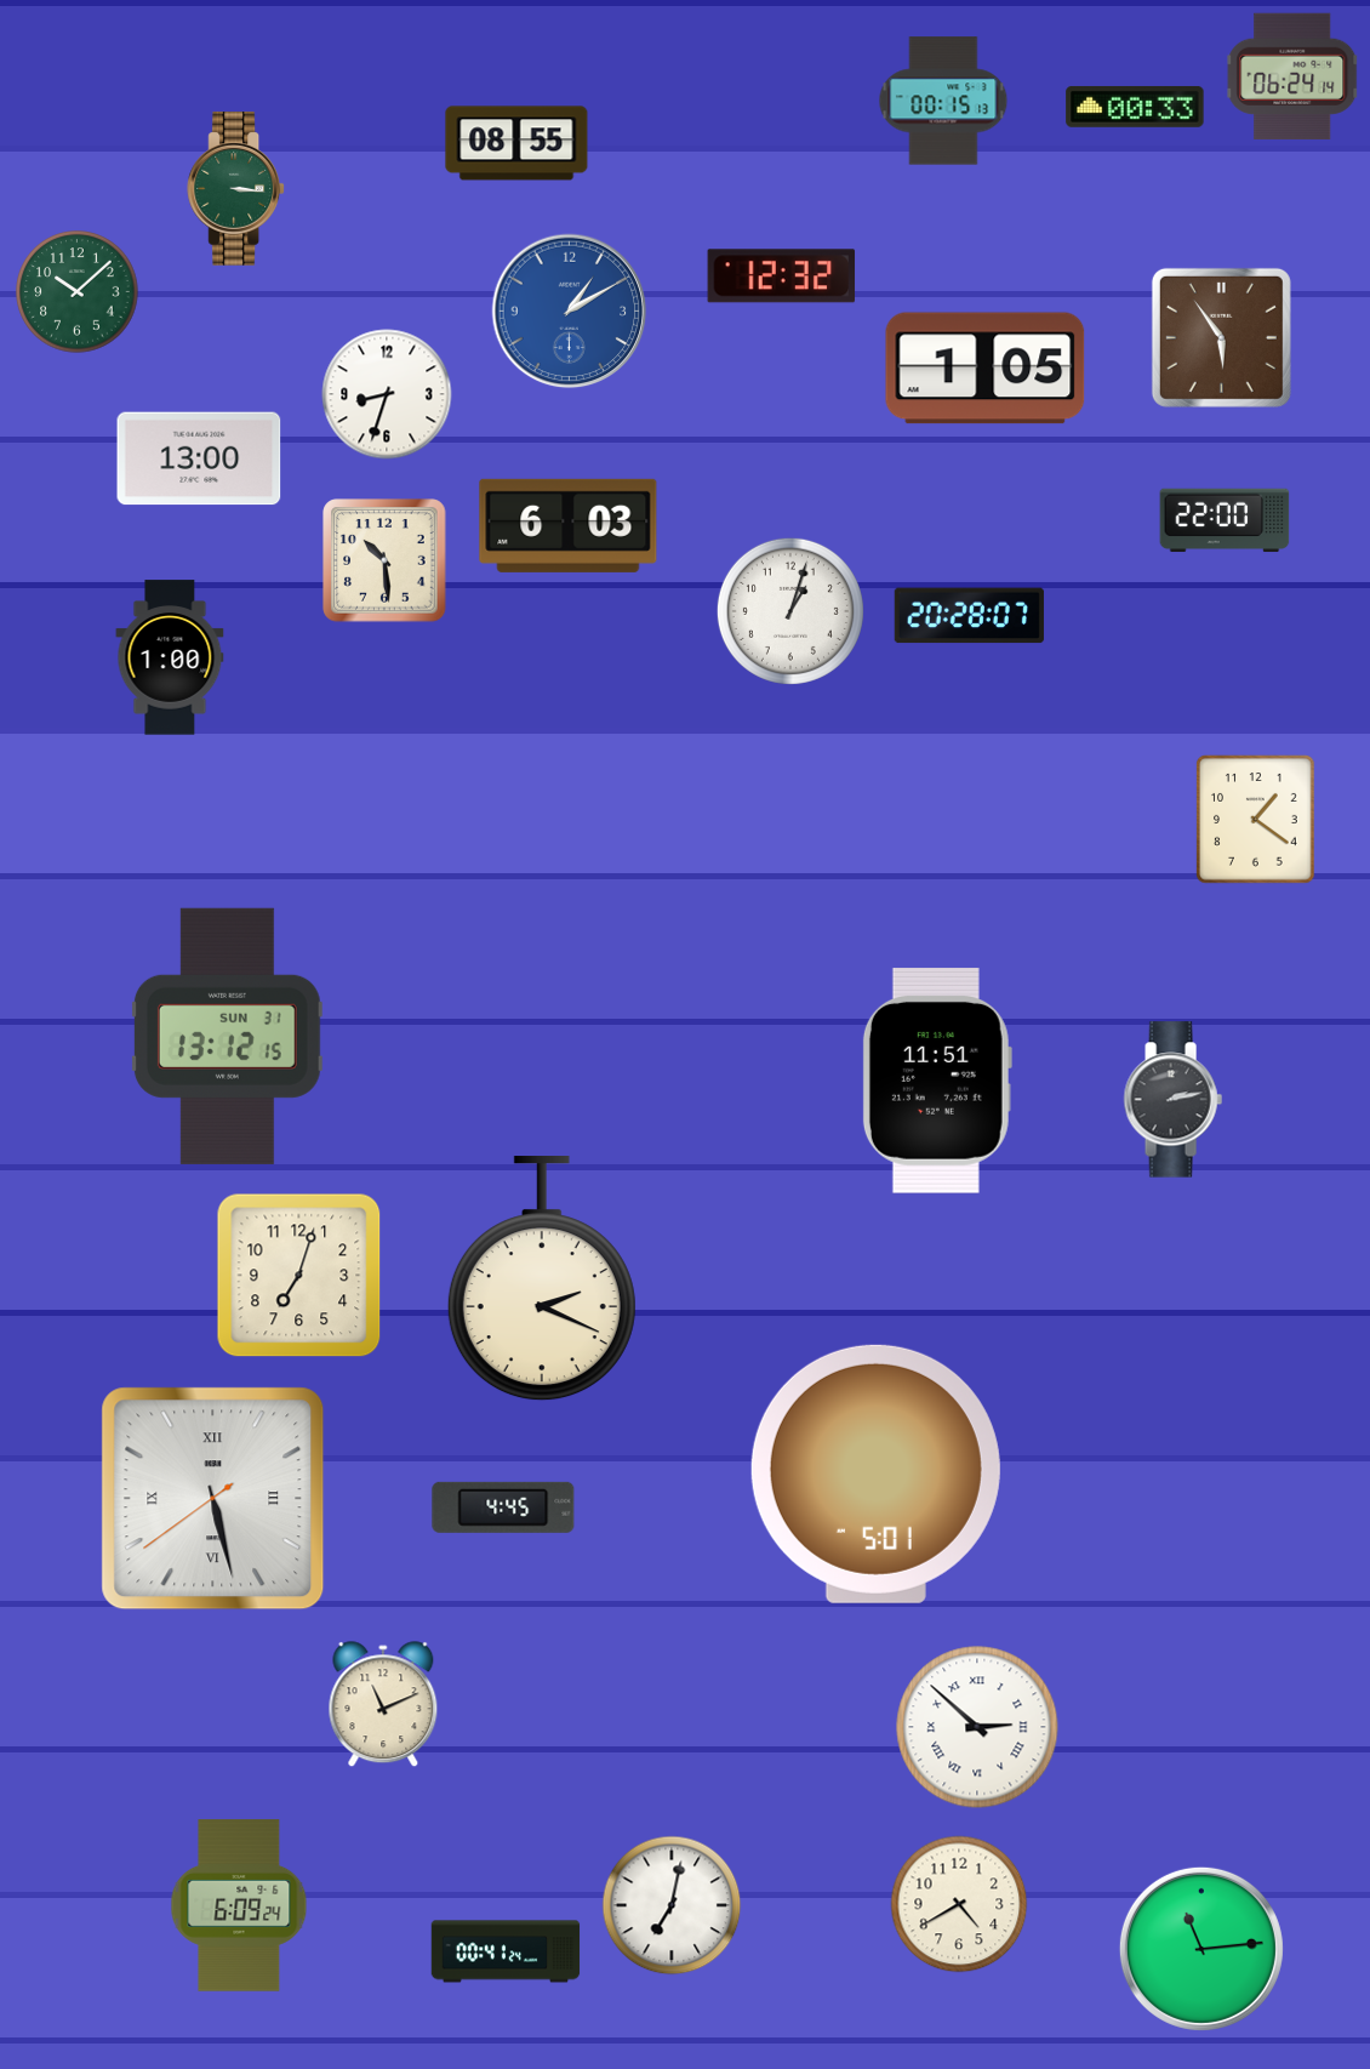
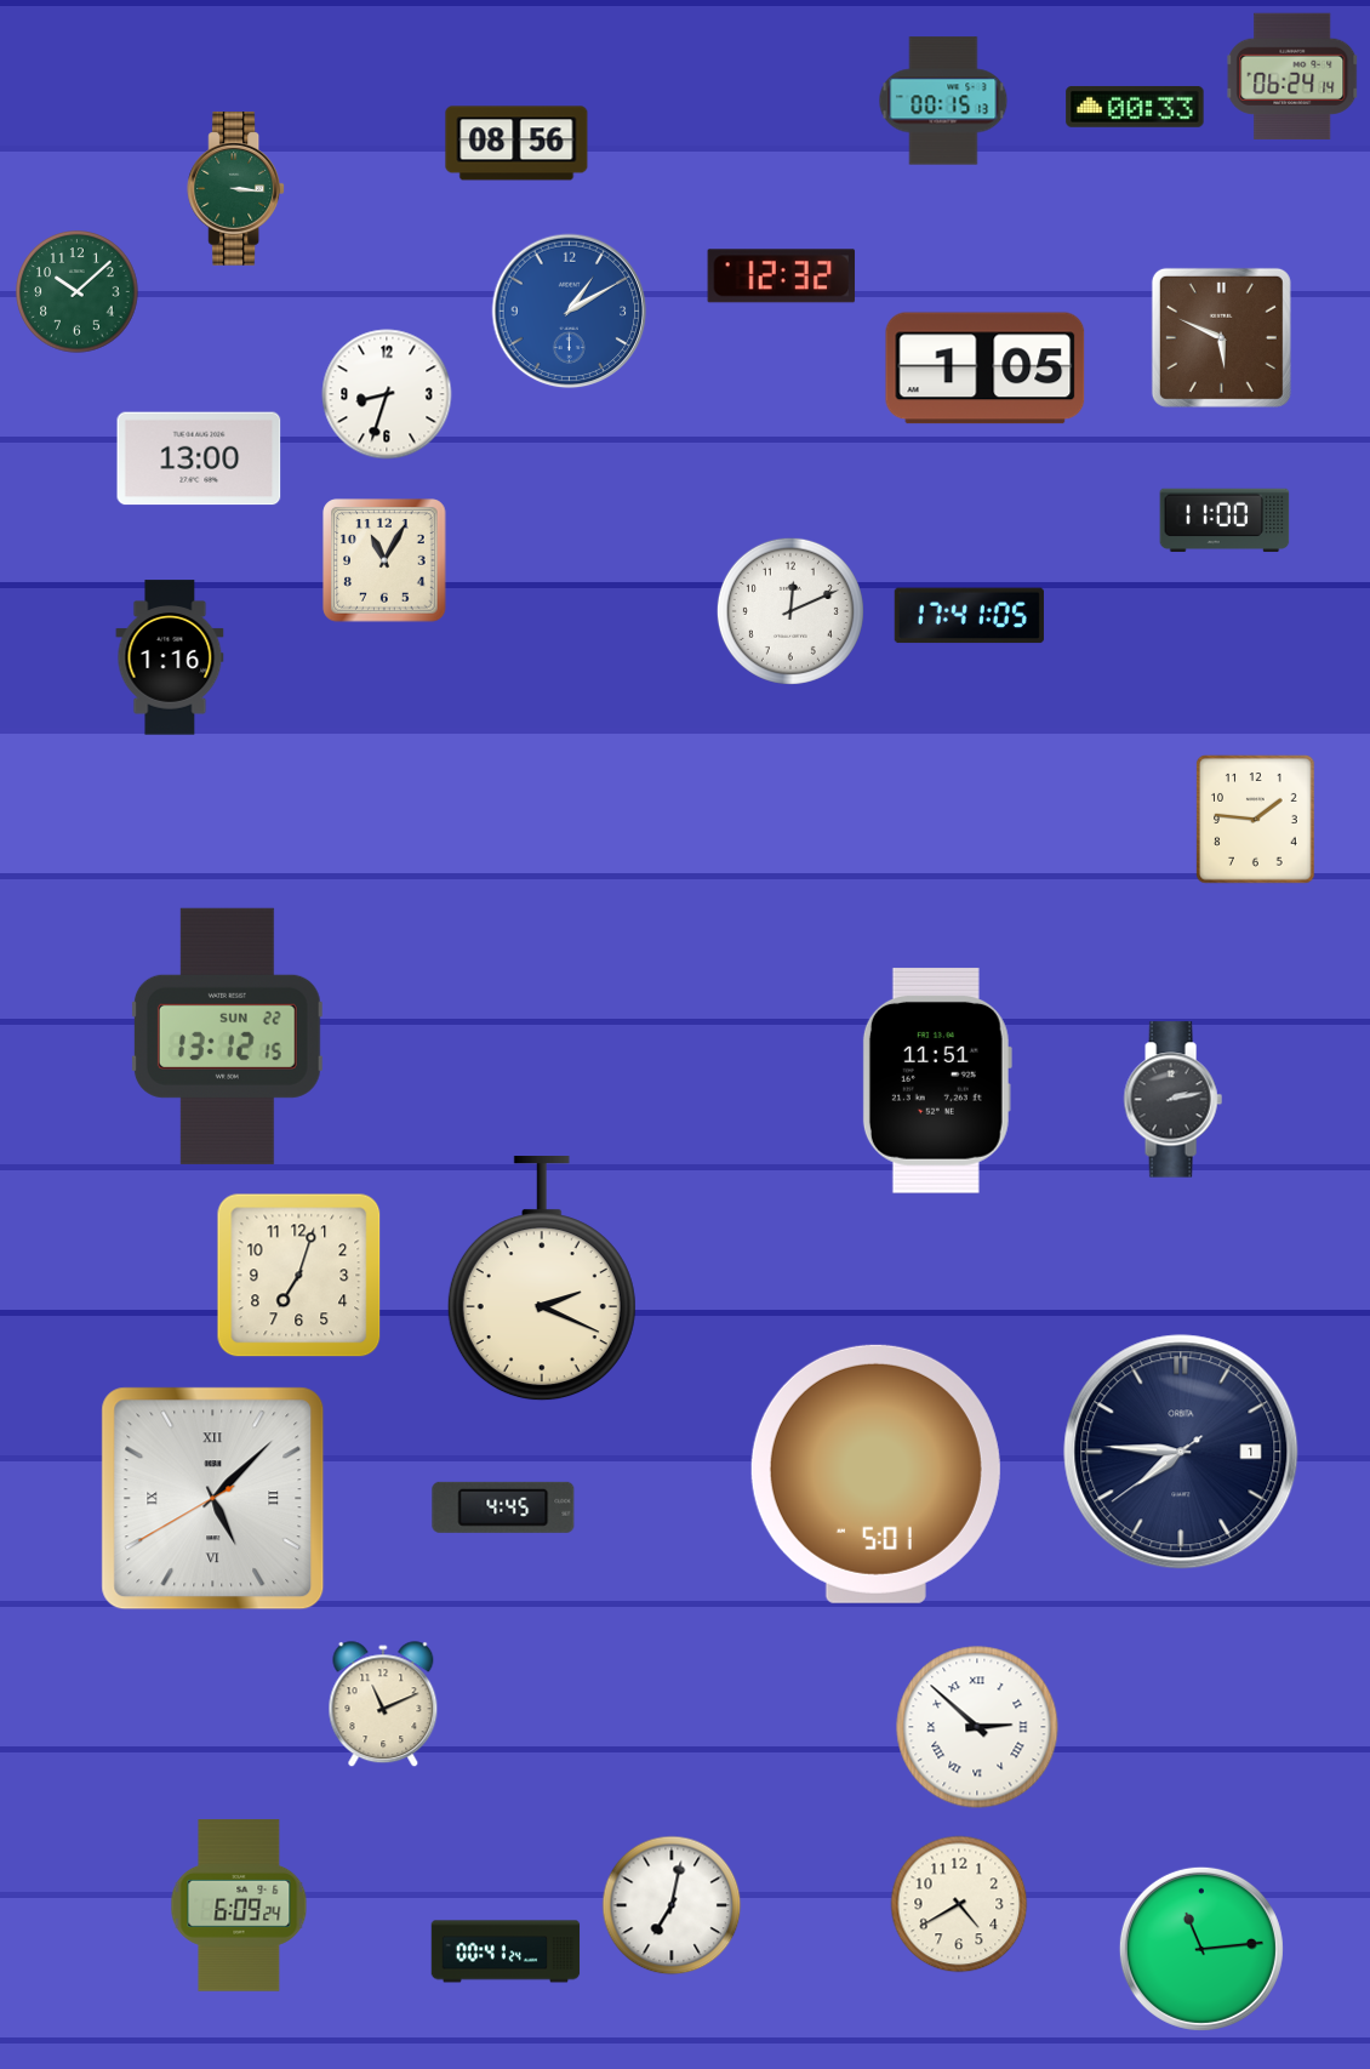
clock at (516, 143): 08:55 -> 08:56
clock at (1221, 337): 5:54 -> 5:49
clock at (1225, 520): 22:00 -> 11:00
clock at (569, 525): 6:03 -> none
clock at (384, 560): 10:29 -> 11:05
clock at (790, 611): 1:03 -> 12:11
clock at (969, 616): 20:28 -> 17:41
clock at (170, 657): 1:00 -> 1:16
clock at (1256, 820): 1:21 -> 1:46
clock at (227, 1036) date: SUN 31 -> SUN 22
clock at (1181, 1452): none -> 7:45
clock at (213, 1499): 5:27 -> 5:07
